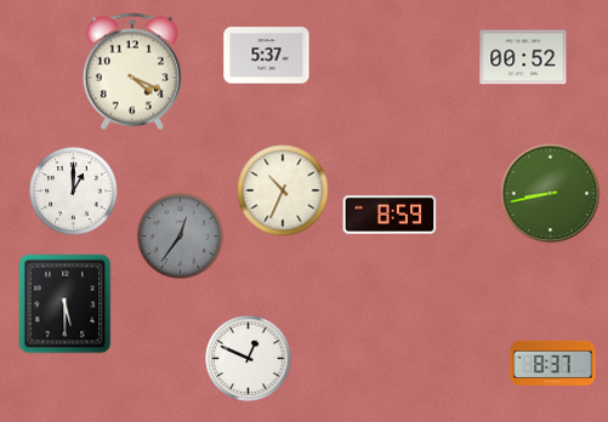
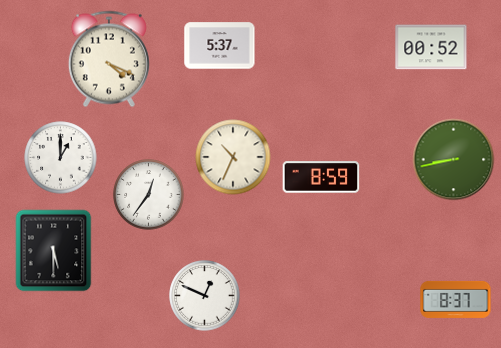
clock at (181, 236) dial: grey -> white
